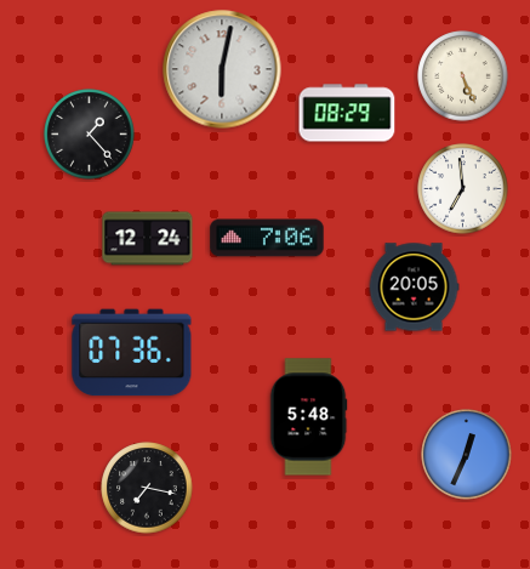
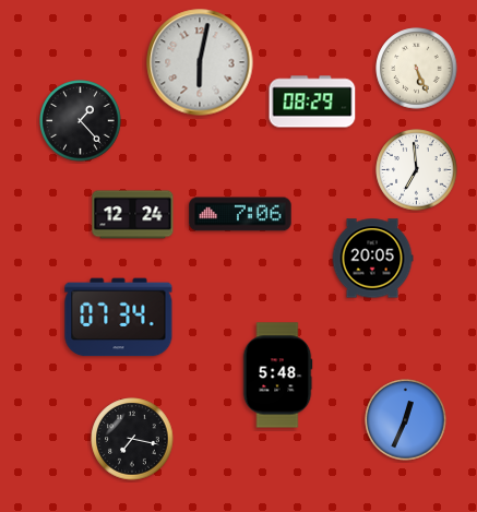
clock at (132, 353): 07:36 -> 07:34
clock at (467, 455) position: (467, 455) -> (406, 420)
